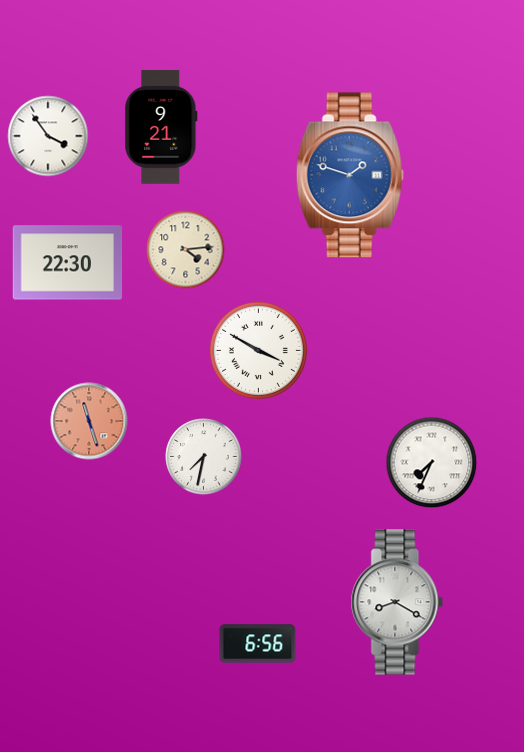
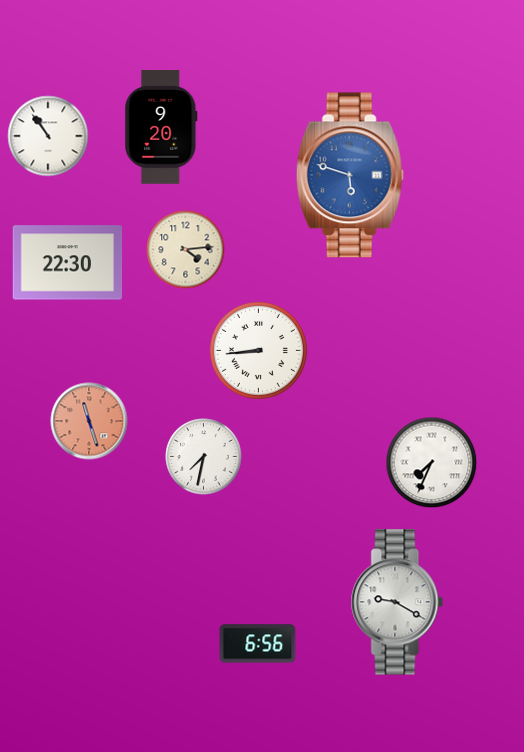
clock at (161, 127): 9:21 -> 9:20
clock at (48, 136): 3:54 -> 10:54
clock at (350, 175): 1:48 -> 5:48
clock at (258, 350): 3:50 -> 8:44
clock at (397, 602): 8:20 -> 9:20
